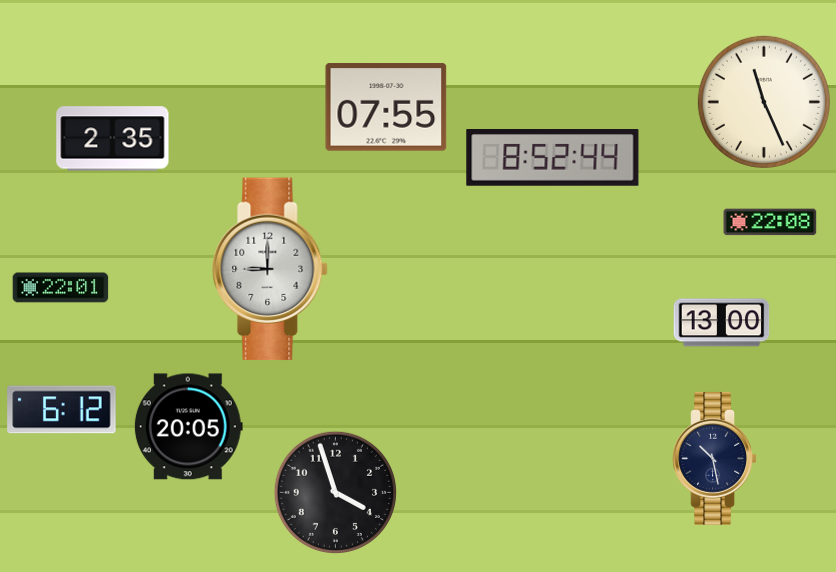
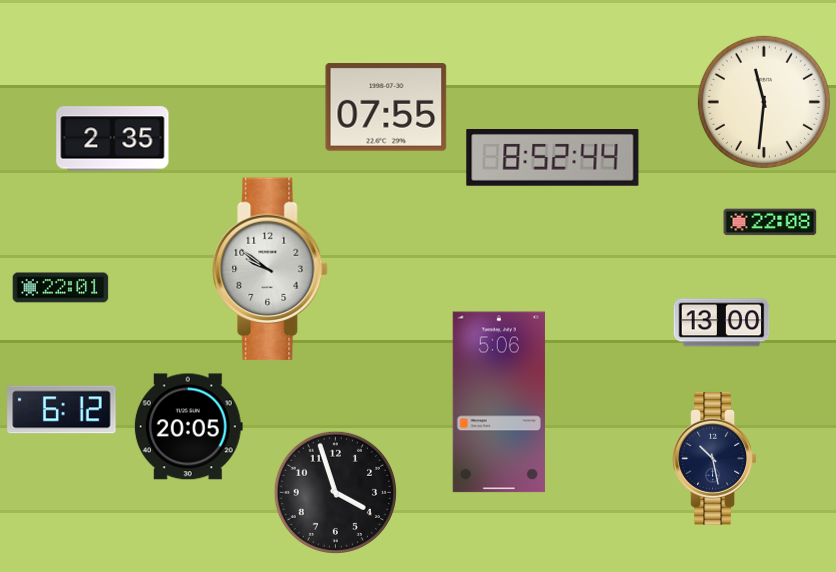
clock at (764, 102): 11:26 -> 11:31
clock at (270, 269): 9:00 -> 9:51
clock at (498, 402): none -> 5:06
